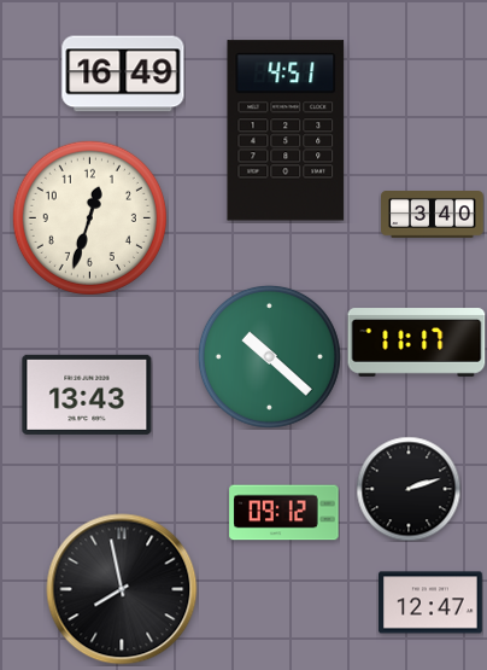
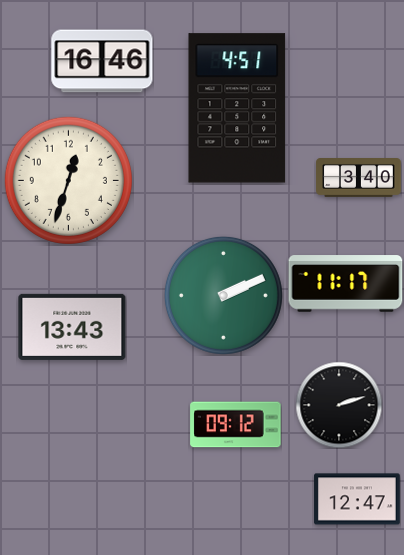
clock at (123, 74): 16:49 -> 16:46
clock at (89, 217) position: (89, 217) -> (68, 180)
clock at (269, 356): 10:22 -> 2:11
clock at (122, 589): 7:58 -> none
